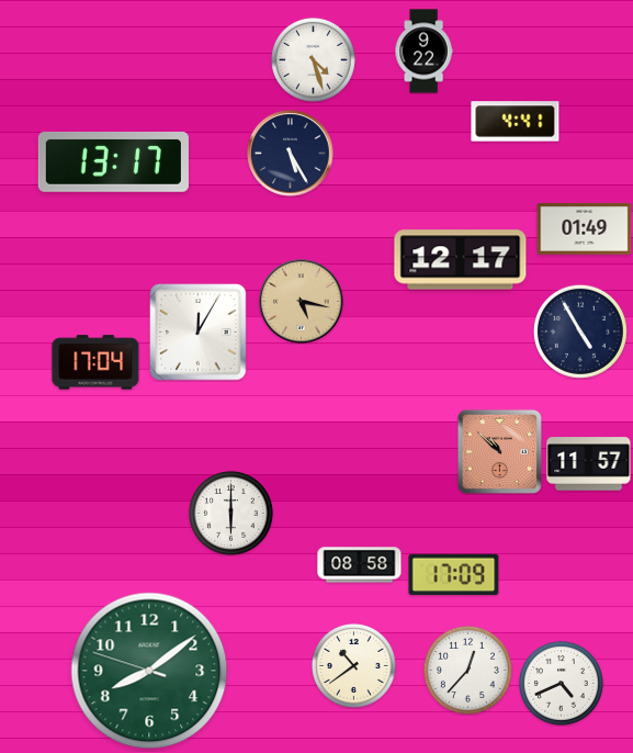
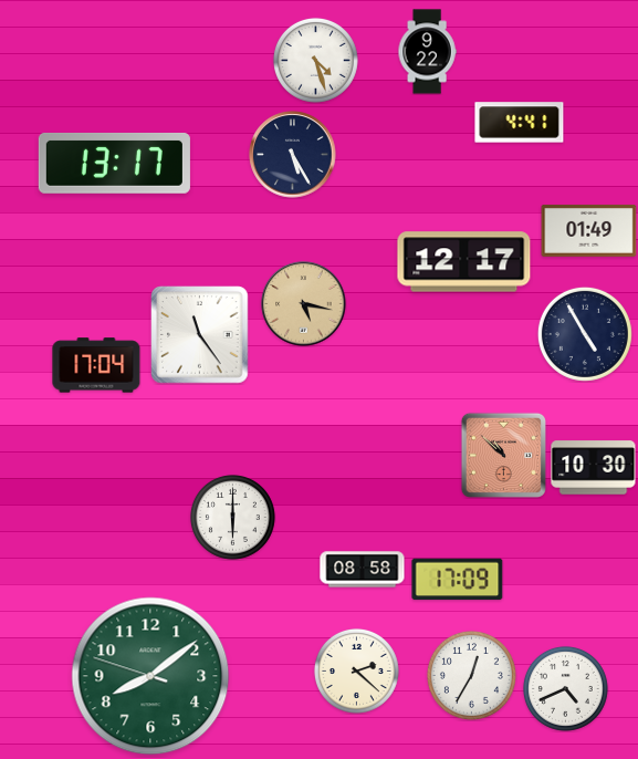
clock at (199, 333): 12:05 -> 11:24
clock at (589, 464): 11:57 -> 10:30
clock at (353, 665): 10:39 -> 2:22
clock at (467, 670): 12:37 -> 12:35
